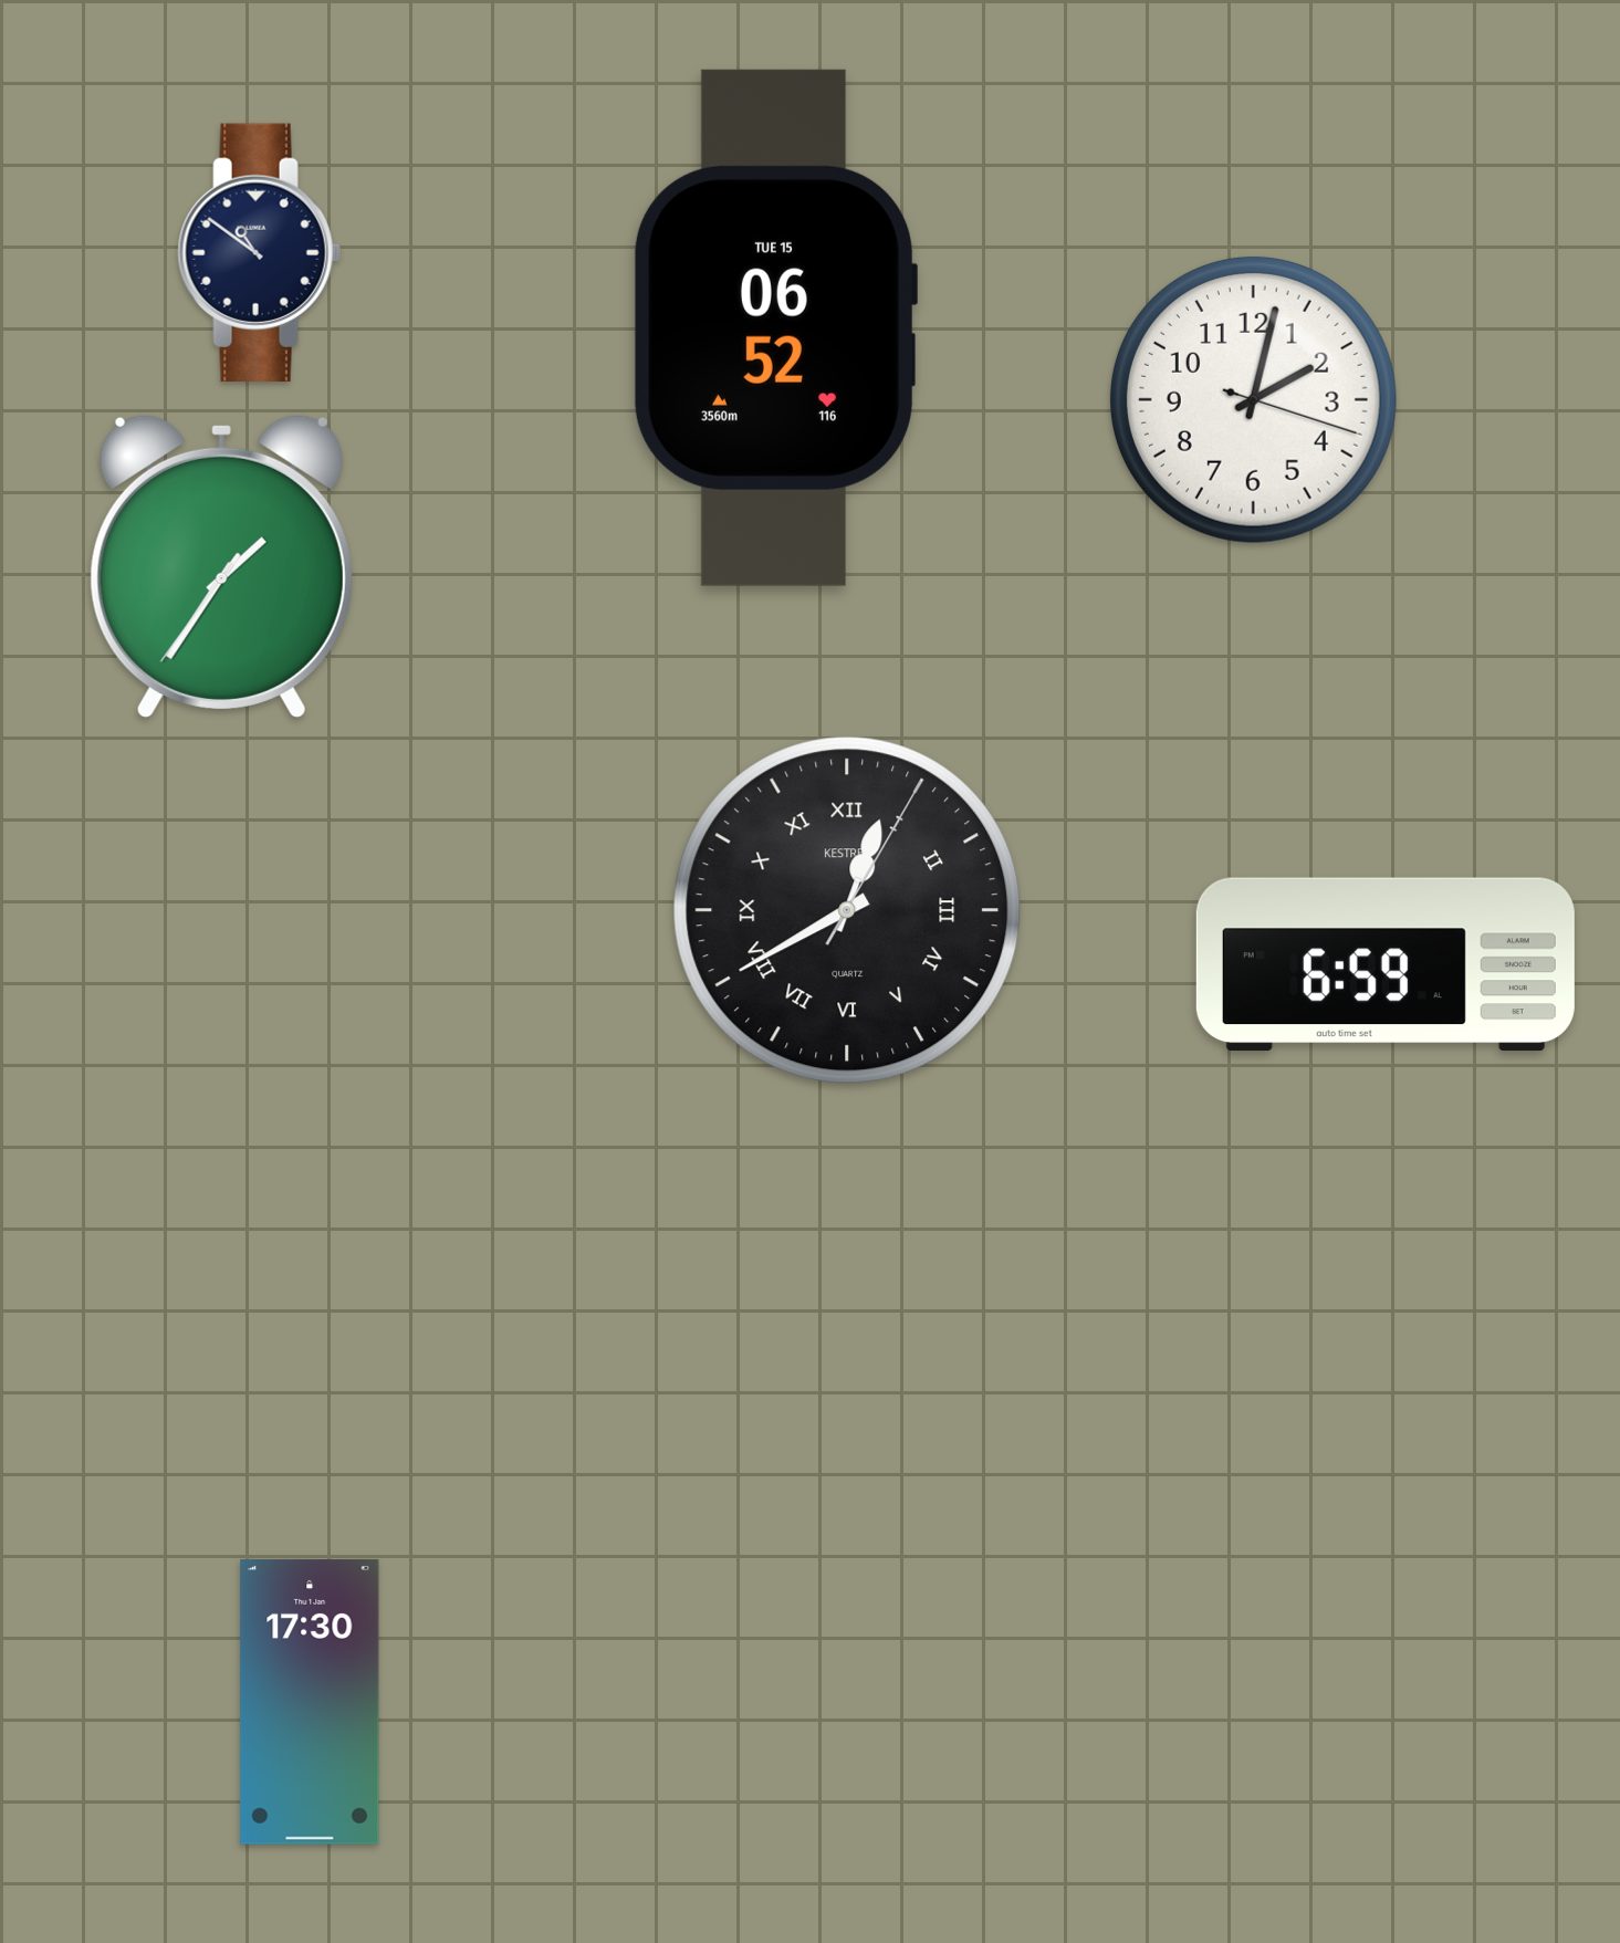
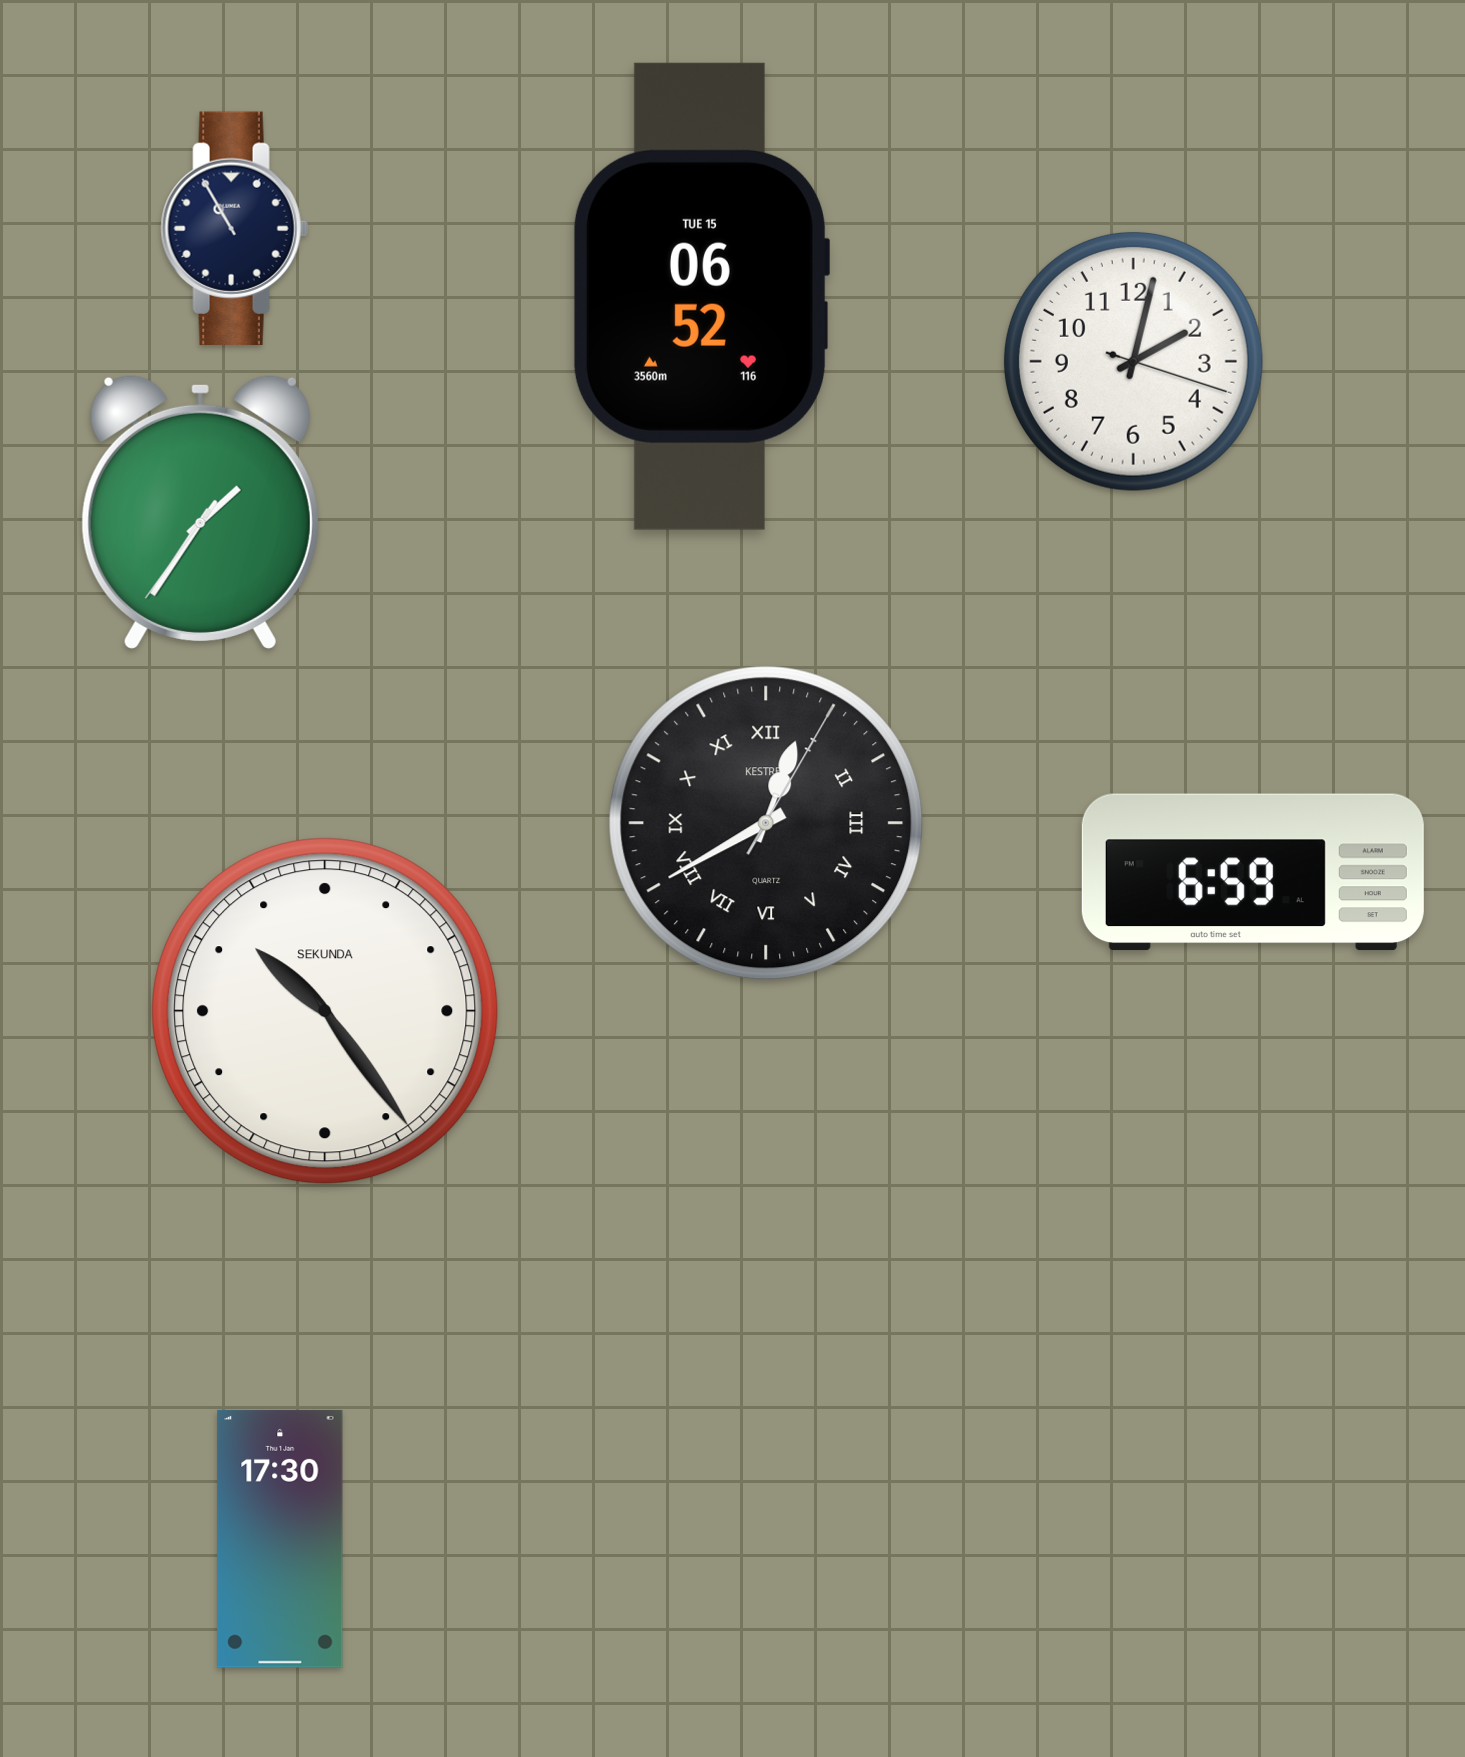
clock at (259, 252): 10:51 -> 10:55
clock at (325, 1011): none -> 10:24
